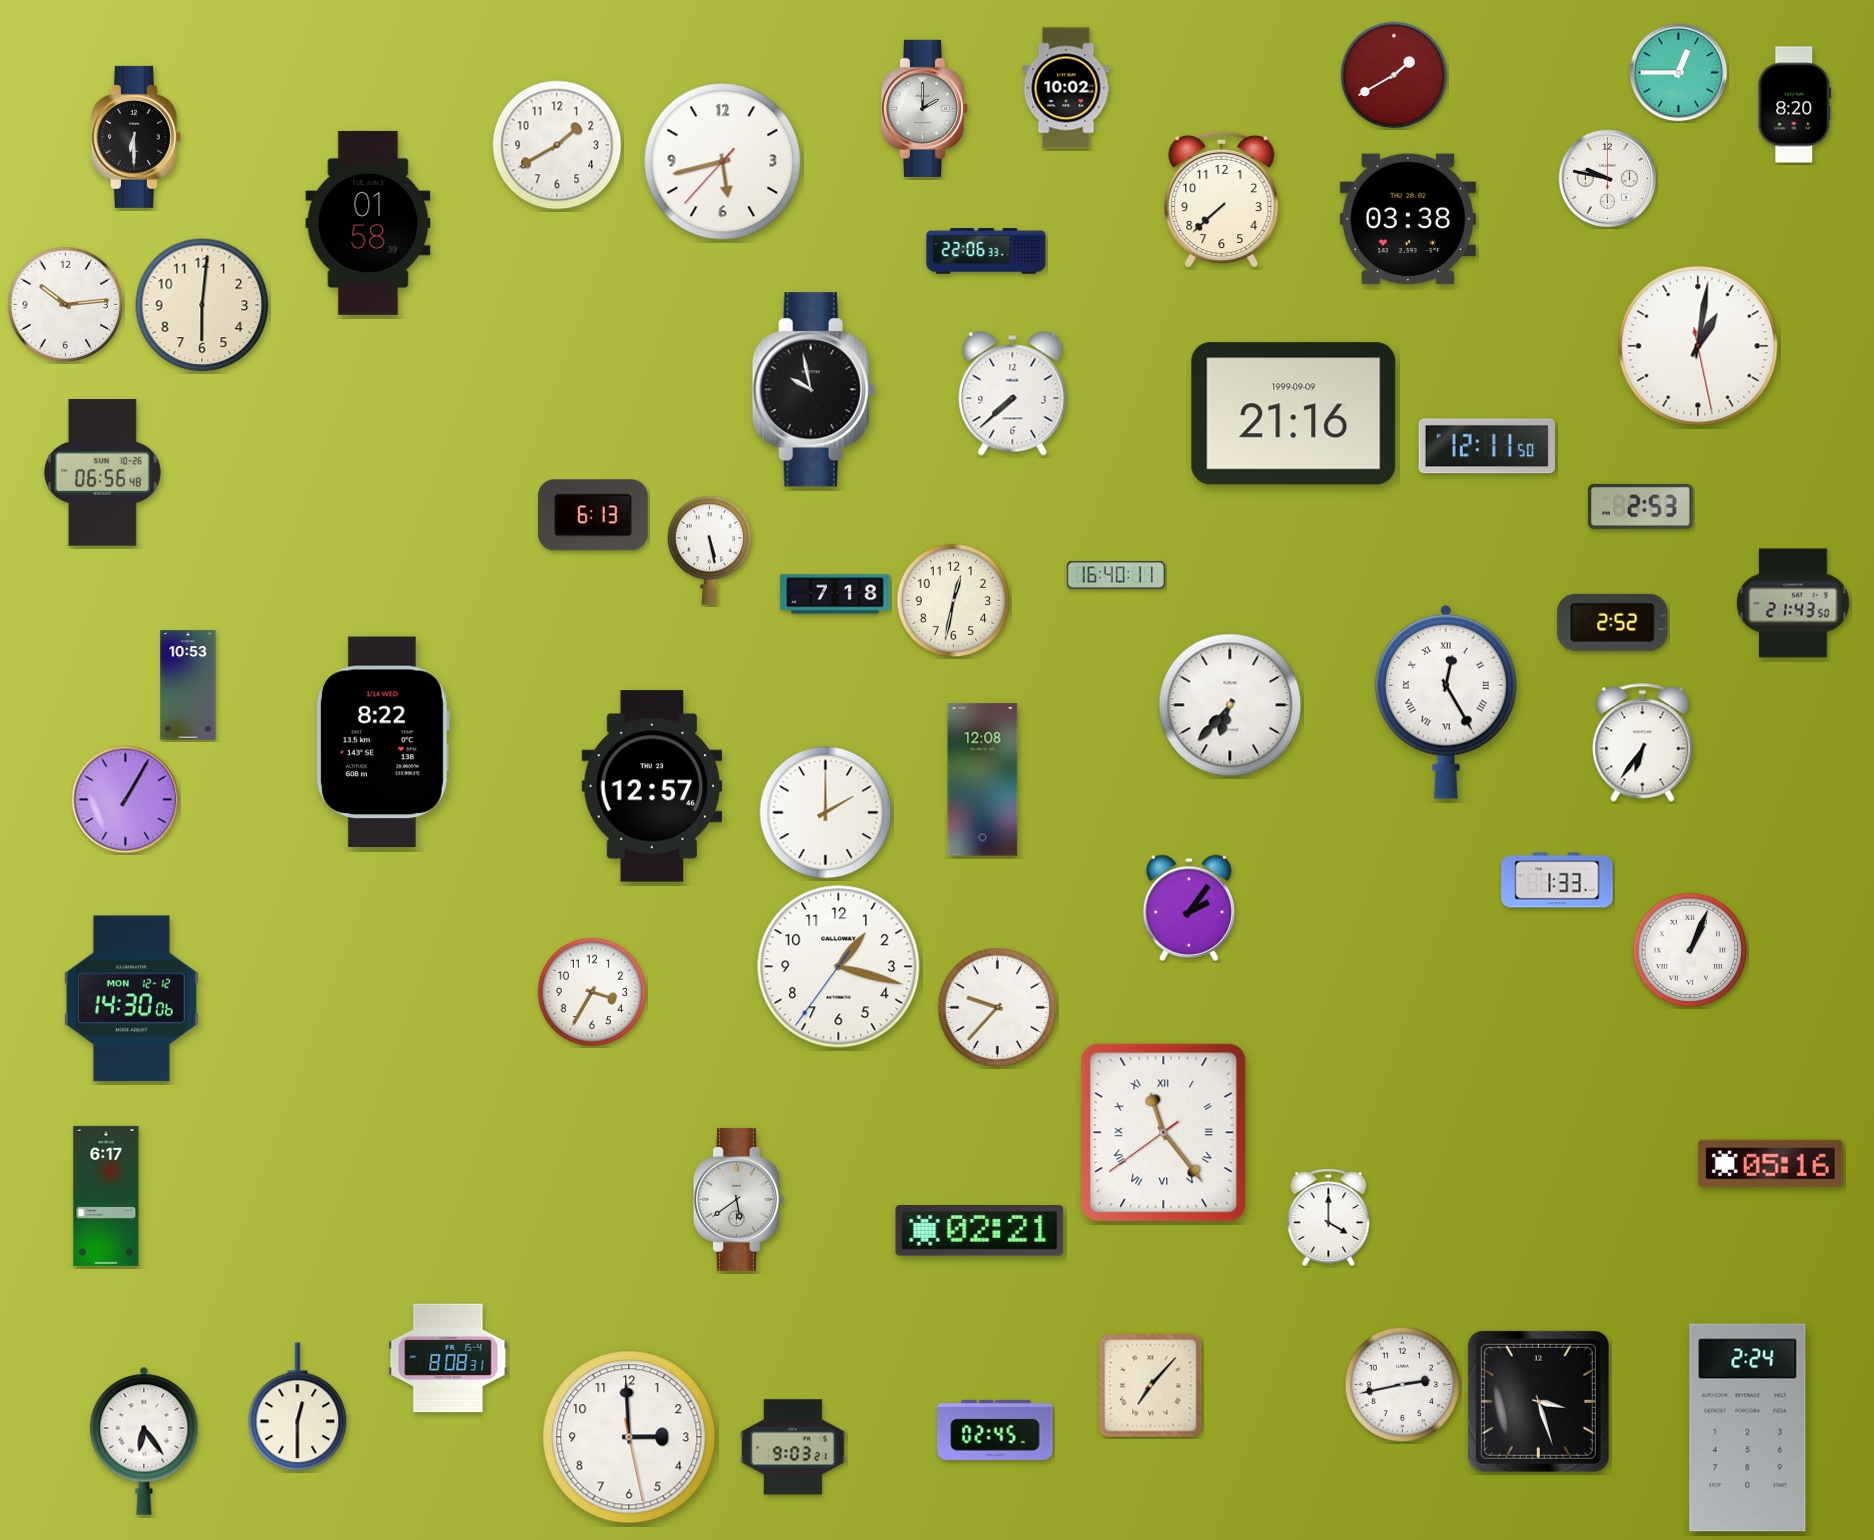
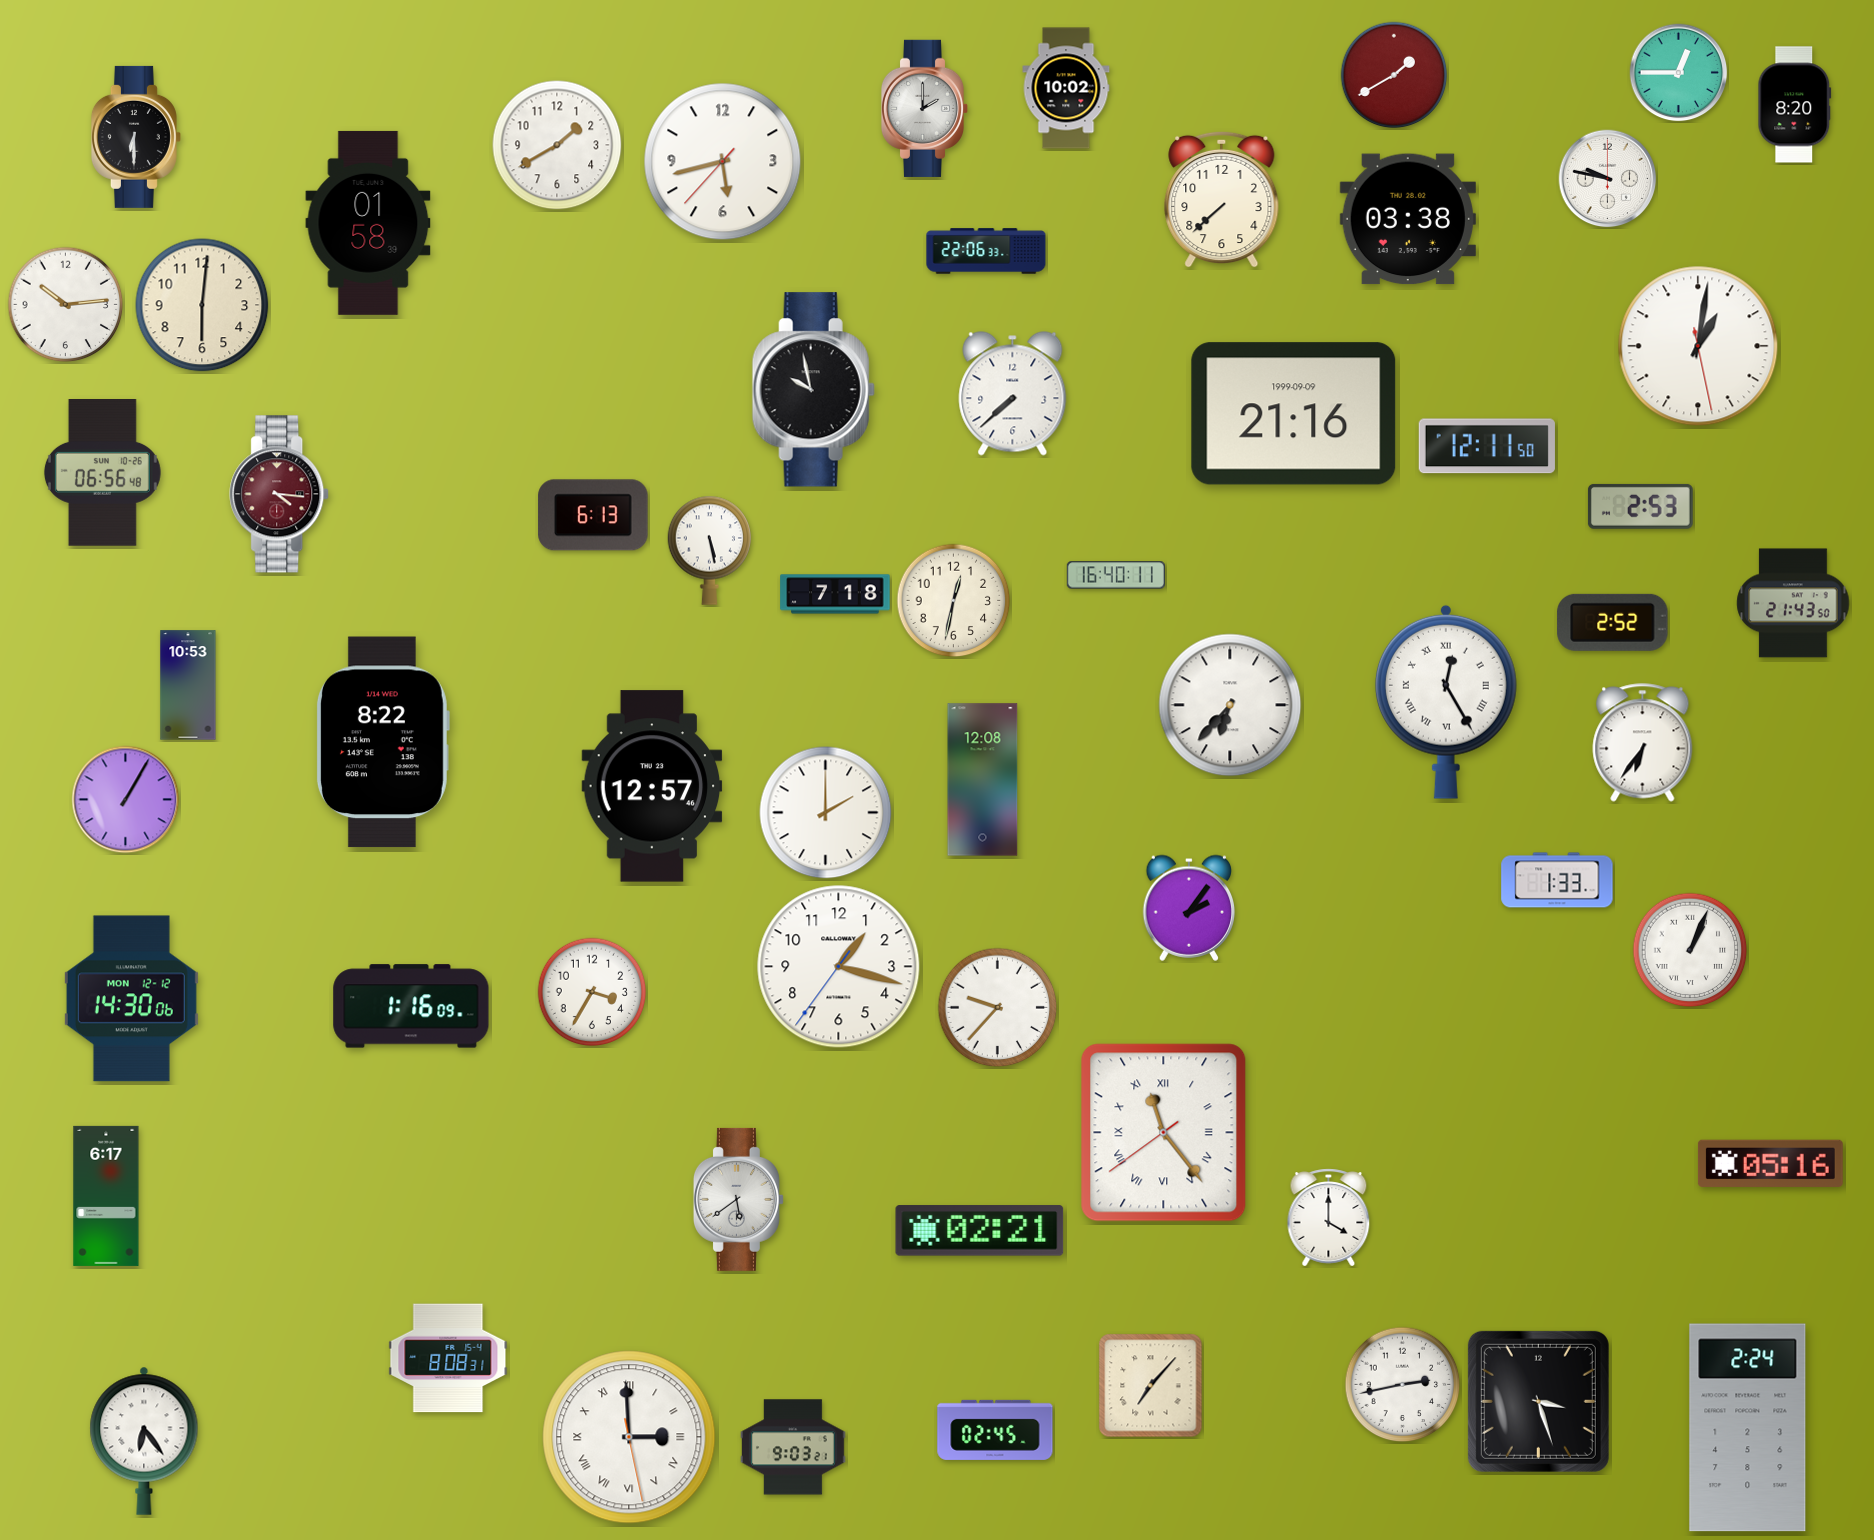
clock at (280, 494): none -> 4:16
clock at (411, 1006): none -> 1:16
clock at (298, 1407): 12:30 -> none
clock at (629, 1437) numerals: Arabic -> Roman
